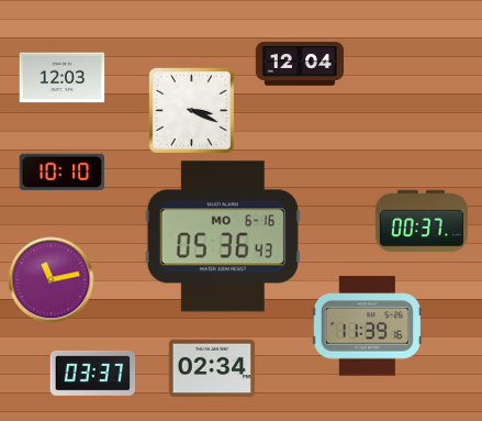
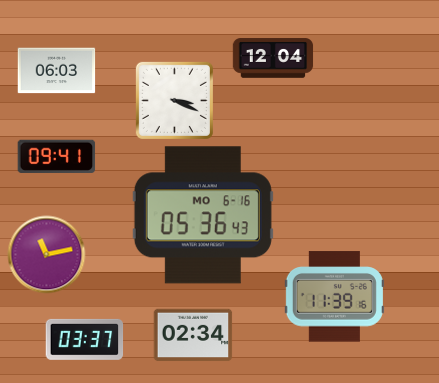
clock at (61, 78): 12:03 -> 06:03
clock at (61, 171): 10:10 -> 09:41
clock at (422, 221): 00:37 -> none
